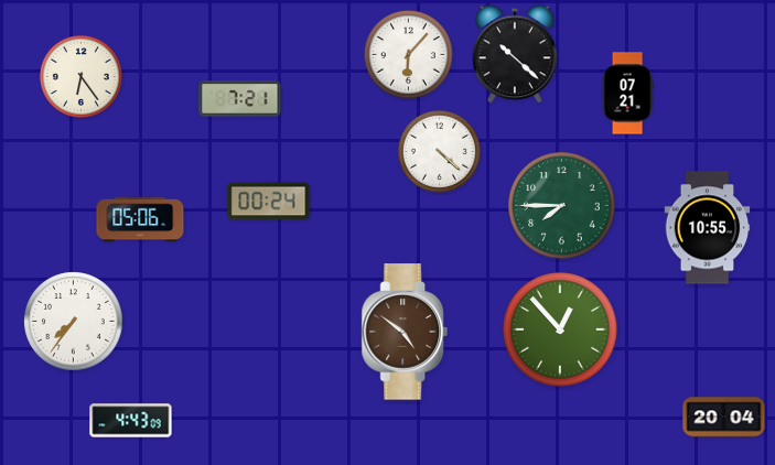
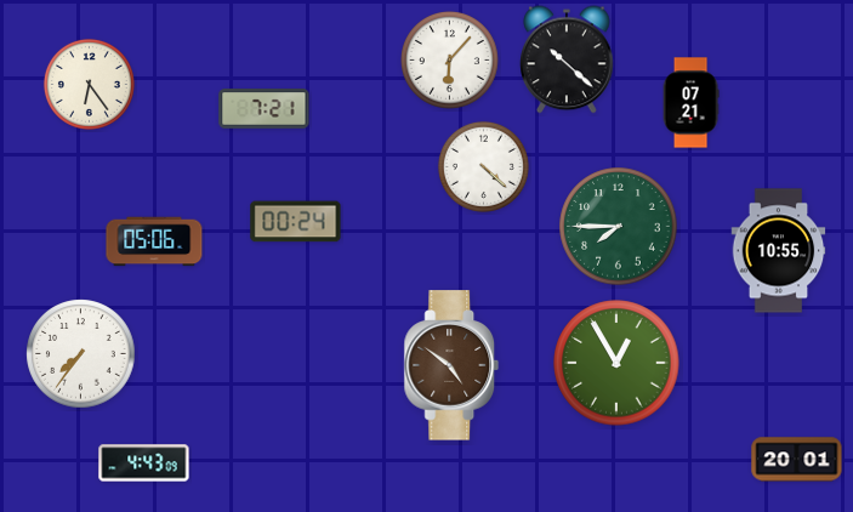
clock at (560, 329): 12:53 -> 12:55
clock at (405, 332) position: (405, 332) -> (451, 365)
clock at (724, 418): 20:04 -> 20:01
